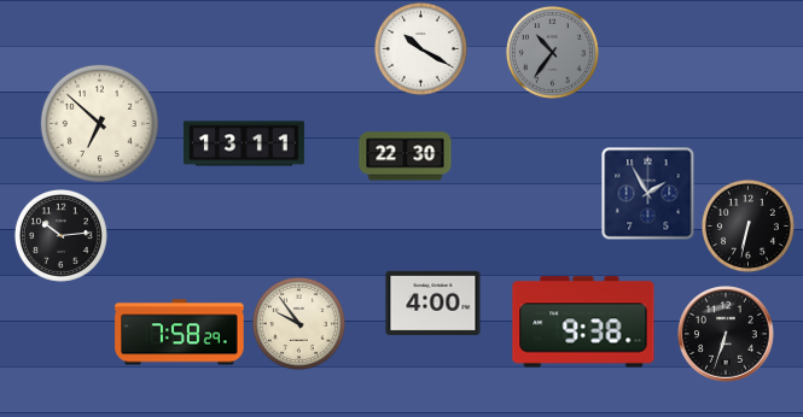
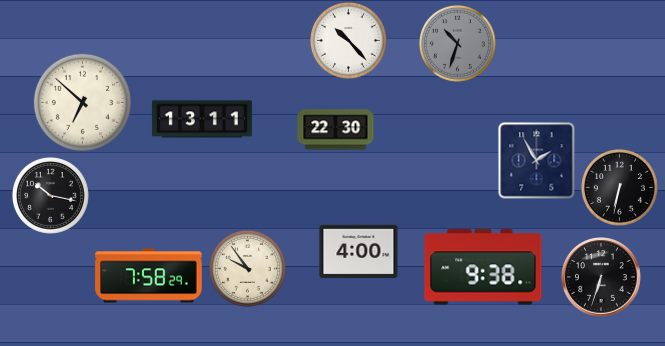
clock at (420, 48): 10:20 -> 10:23
clock at (552, 52): 10:36 -> 10:33
clock at (60, 235): 10:14 -> 10:17
